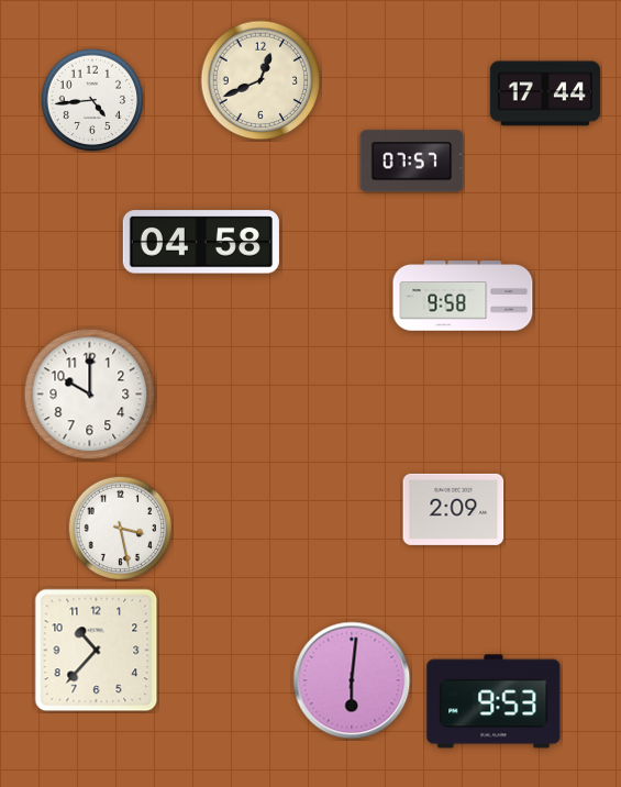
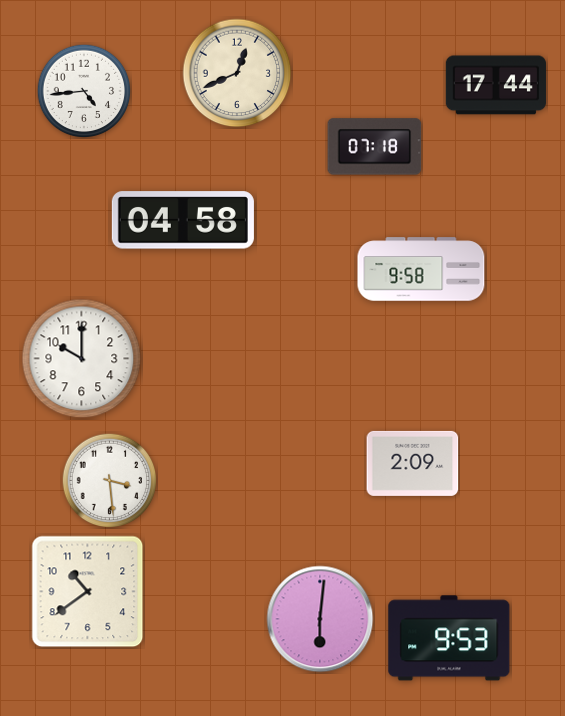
clock at (412, 162): 07:57 -> 07:18
clock at (120, 528): 3:28 -> 3:29
clock at (97, 651): 10:37 -> 10:39
